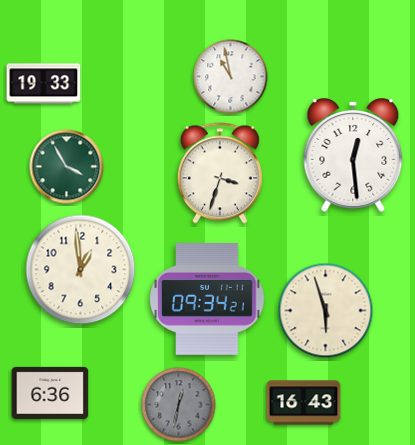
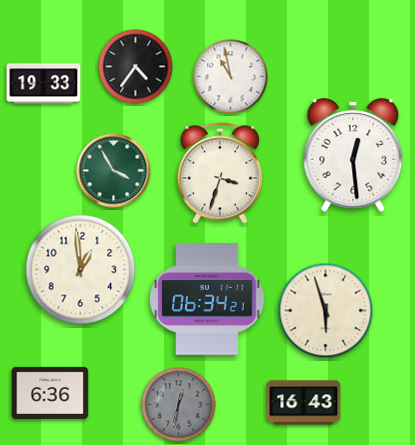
clock at (136, 67): none -> 4:36
clock at (67, 167) position: (67, 167) -> (114, 171)
clock at (207, 300): 09:34 -> 06:34
